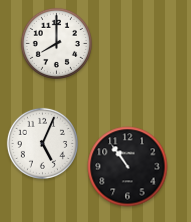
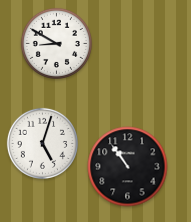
clock at (56, 43): 8:00 -> 8:50
clock at (42, 143): 5:04 -> 5:03
